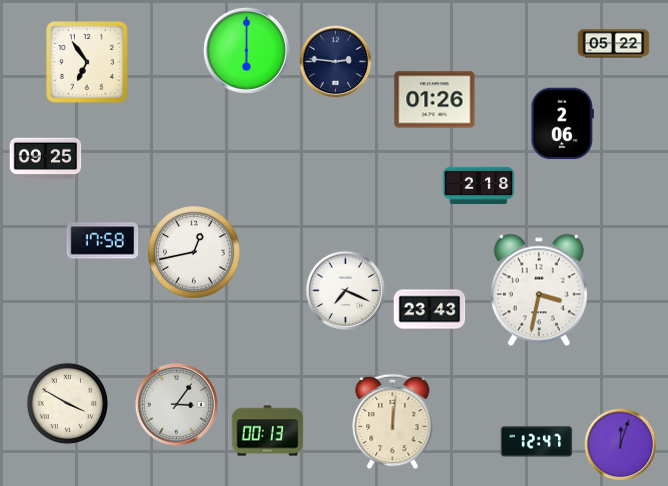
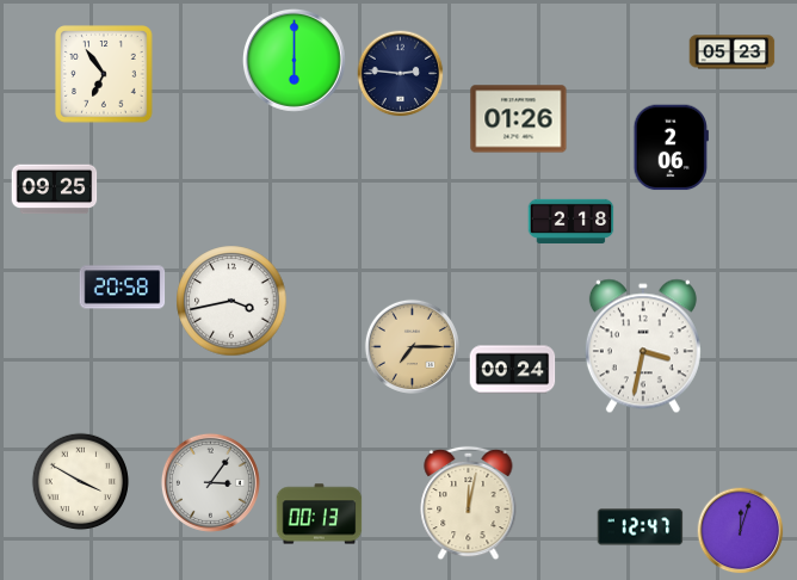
clock at (614, 44): 05:22 -> 05:23
clock at (103, 241): 17:58 -> 20:58
clock at (194, 252): 12:43 -> 3:43
clock at (345, 290): 7:19 -> 7:15
clock at (345, 290) dial: white -> champagne
clock at (430, 310): 23:43 -> 00:24
clock at (393, 422): 12:01 -> 12:02
